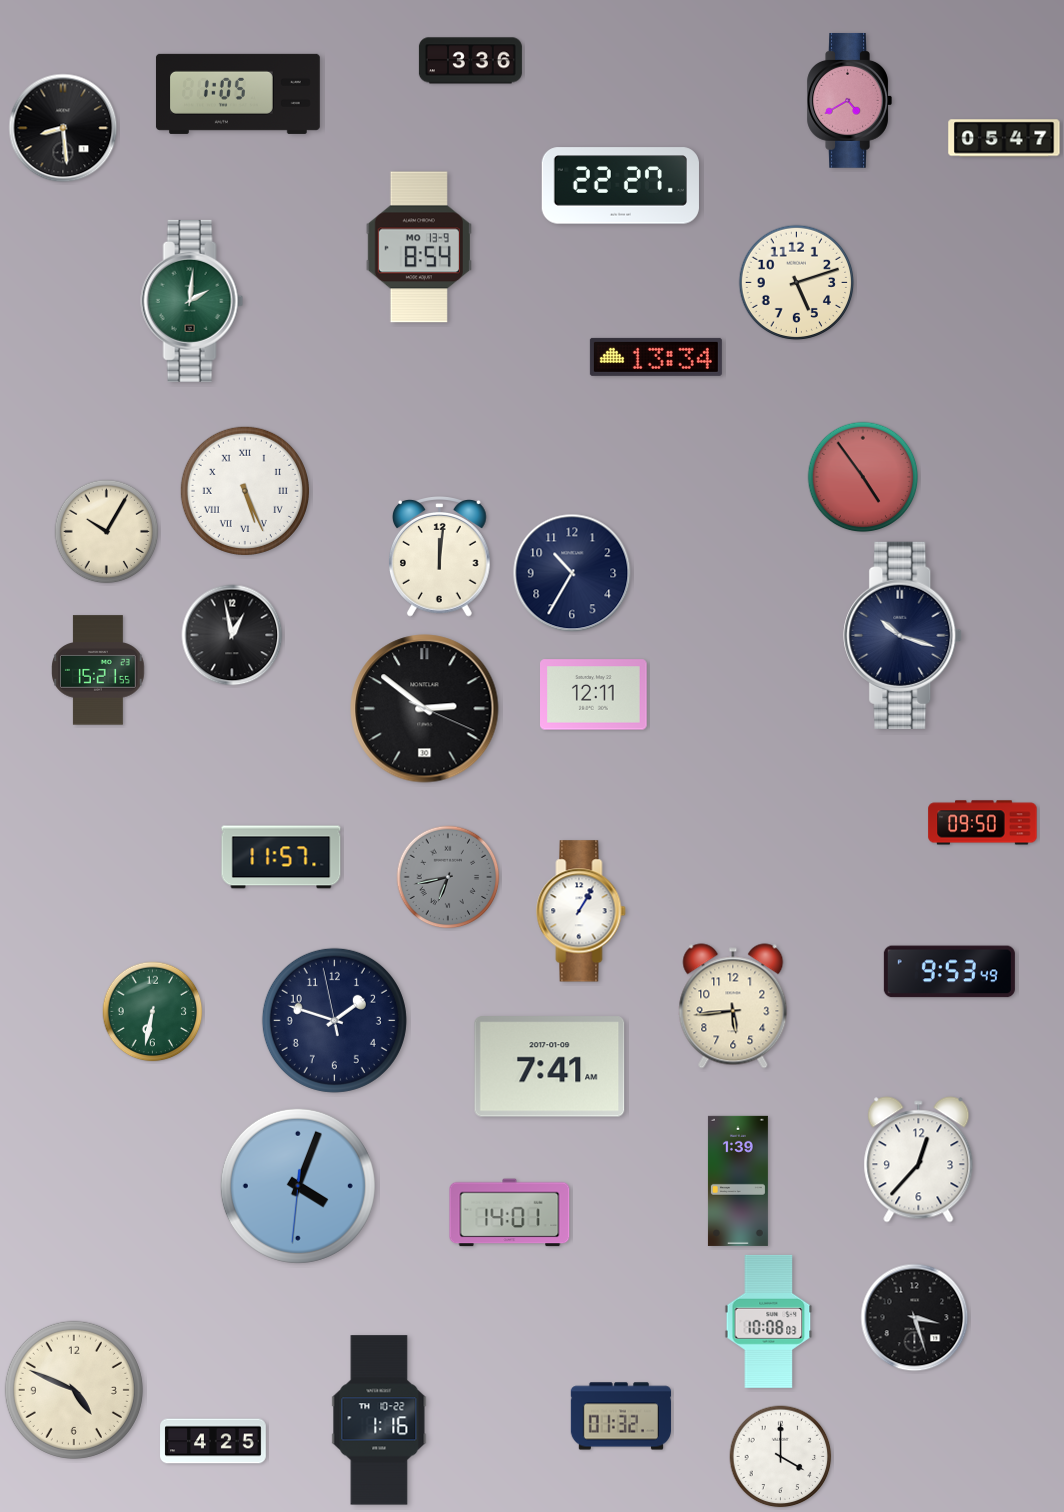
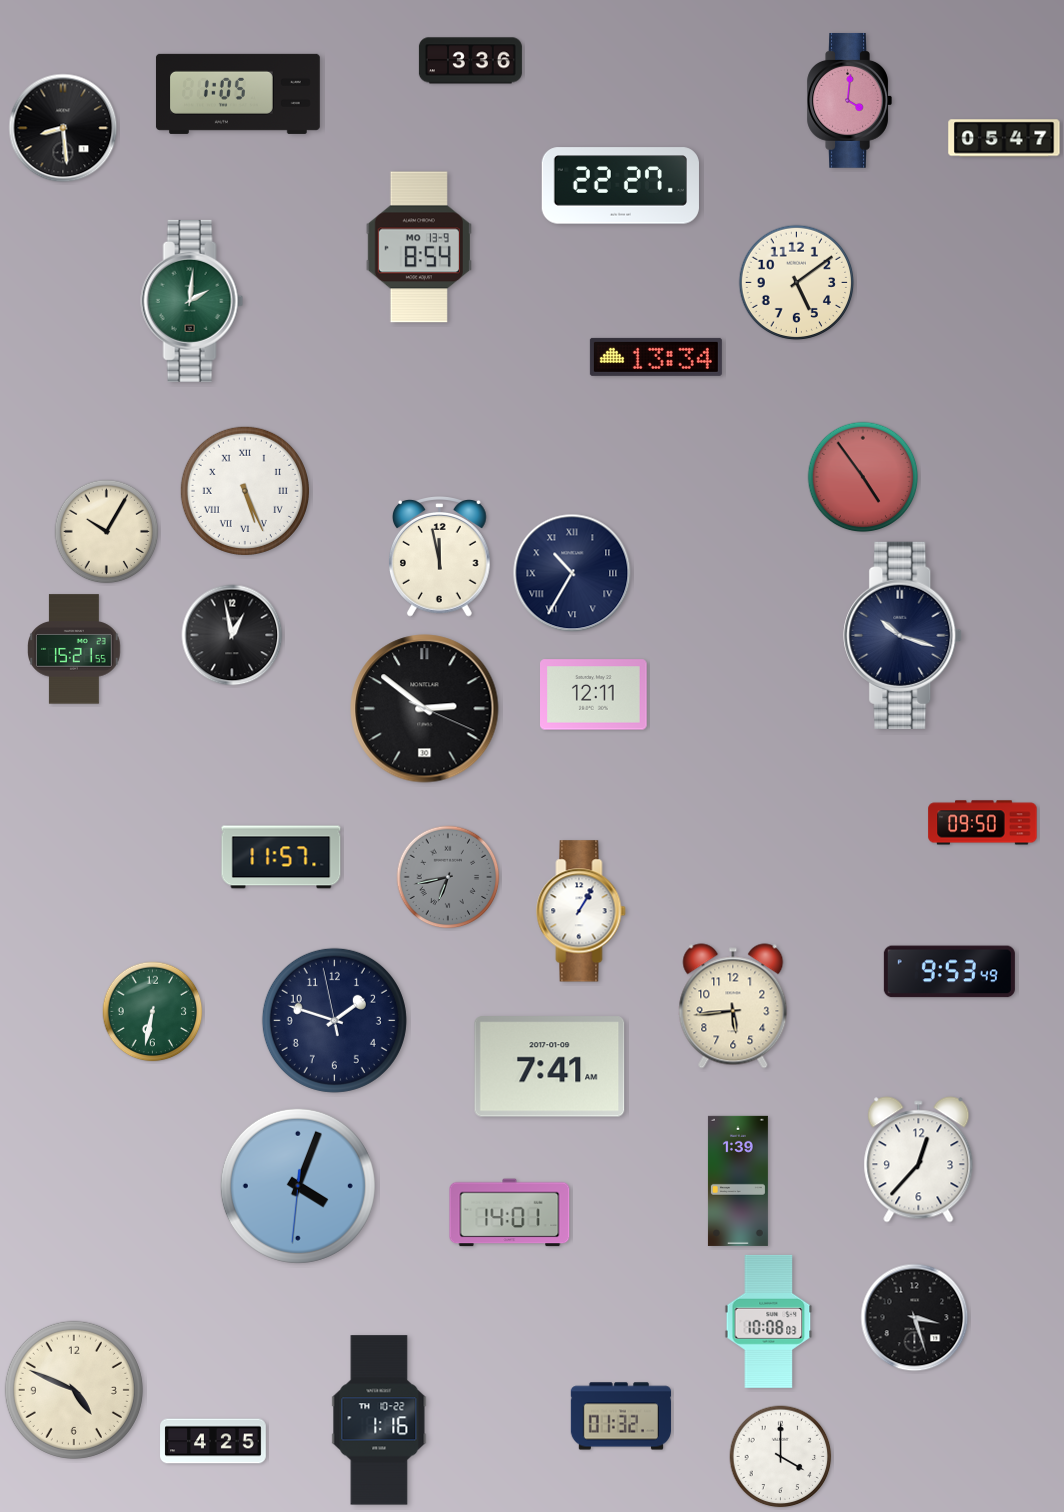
clock at (849, 100): 4:40 -> 4:01
clock at (797, 283): 5:12 -> 5:09
clock at (440, 557): 12:01 -> 11:58
clock at (572, 573) numerals: Arabic -> Roman
clock at (99, 670) position: (99, 670) -> (75, 649)
